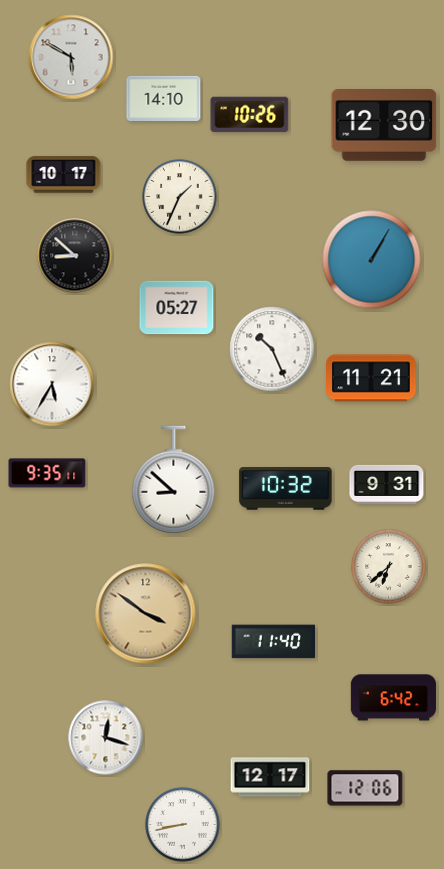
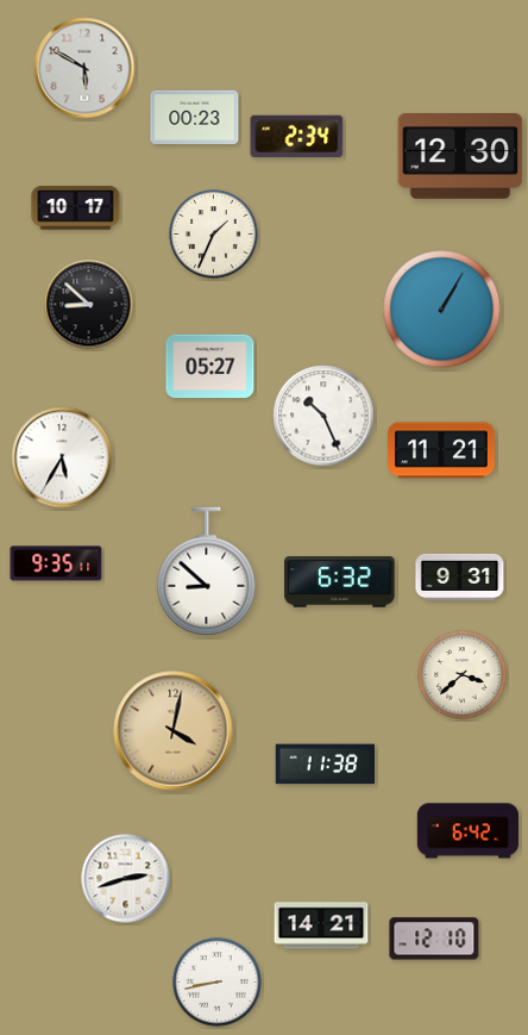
clock at (164, 98): 14:10 -> 00:23
clock at (250, 115): 10:26 -> 2:34
clock at (384, 126) position: (384, 126) -> (460, 157)
clock at (286, 489): 10:32 -> 6:32
clock at (389, 567): 6:38 -> 3:38
clock at (146, 614): 3:51 -> 4:02
clock at (274, 642): 11:40 -> 11:38
clock at (106, 738): 12:18 -> 2:42
clock at (270, 777): 12:17 -> 14:21
clock at (365, 788): 12:06 -> 12:10
